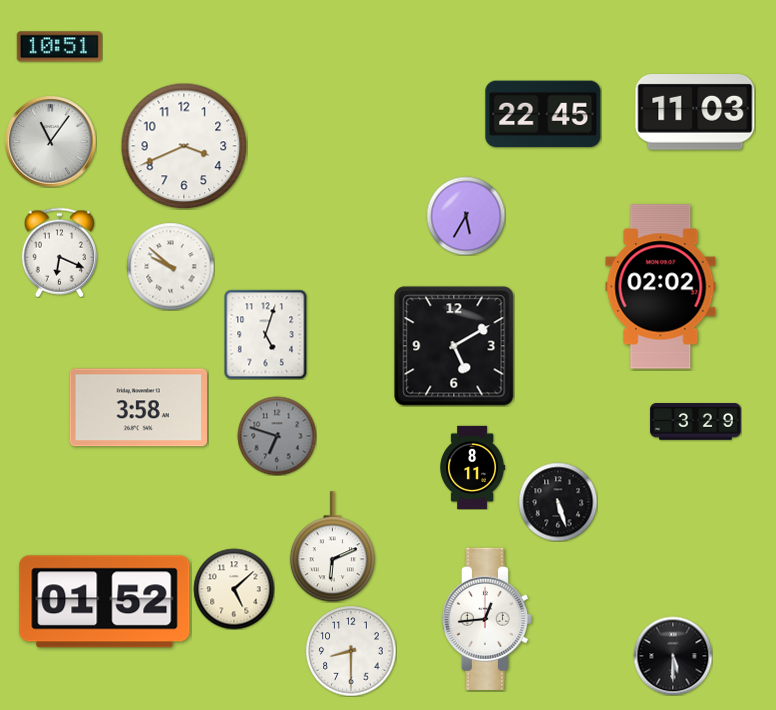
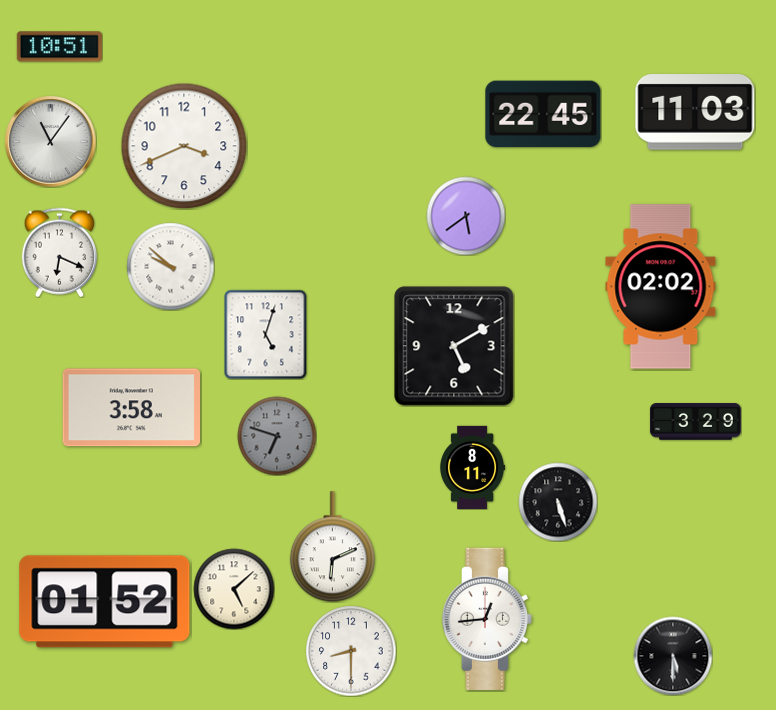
clock at (466, 216): 5:35 -> 5:39
clock at (138, 408) position: (138, 408) -> (131, 408)
